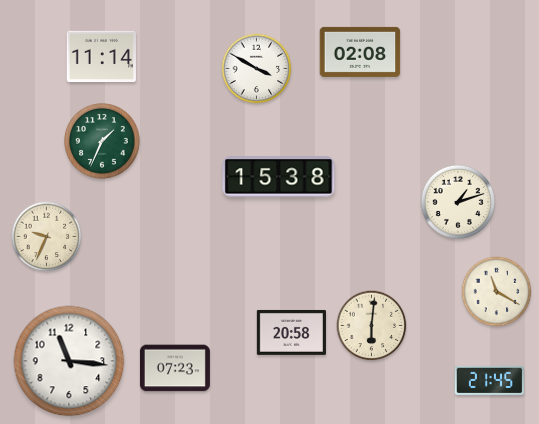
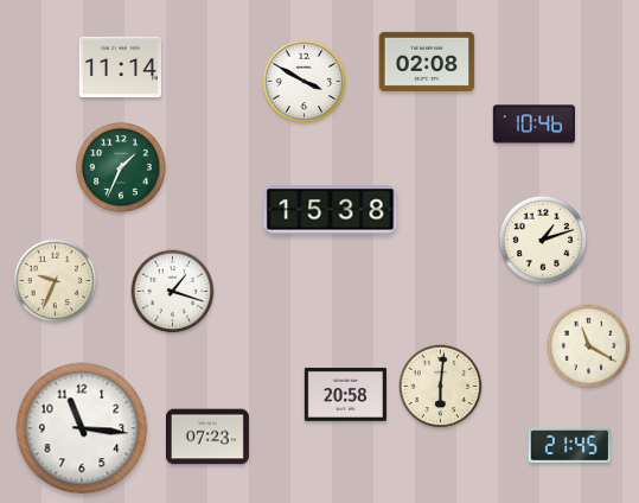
clock at (533, 125): none -> 10:46
clock at (173, 292): none -> 1:18
clock at (489, 380) position: (489, 380) -> (569, 445)
